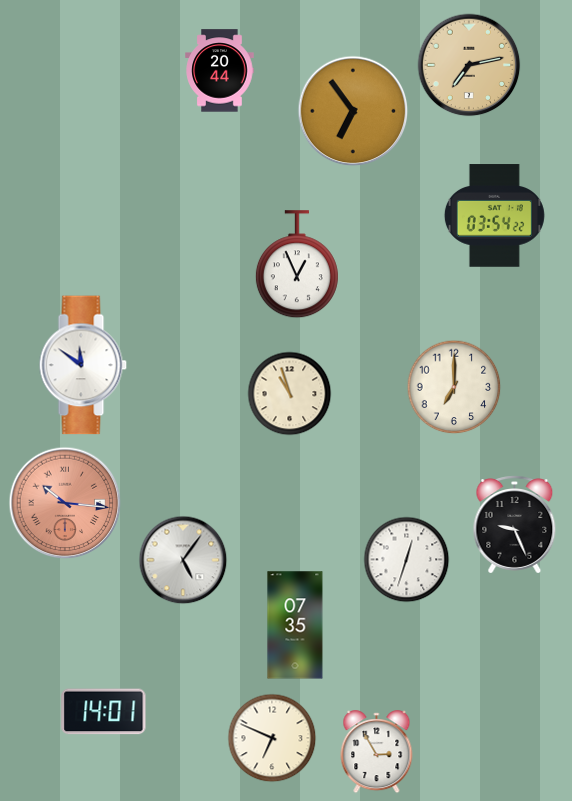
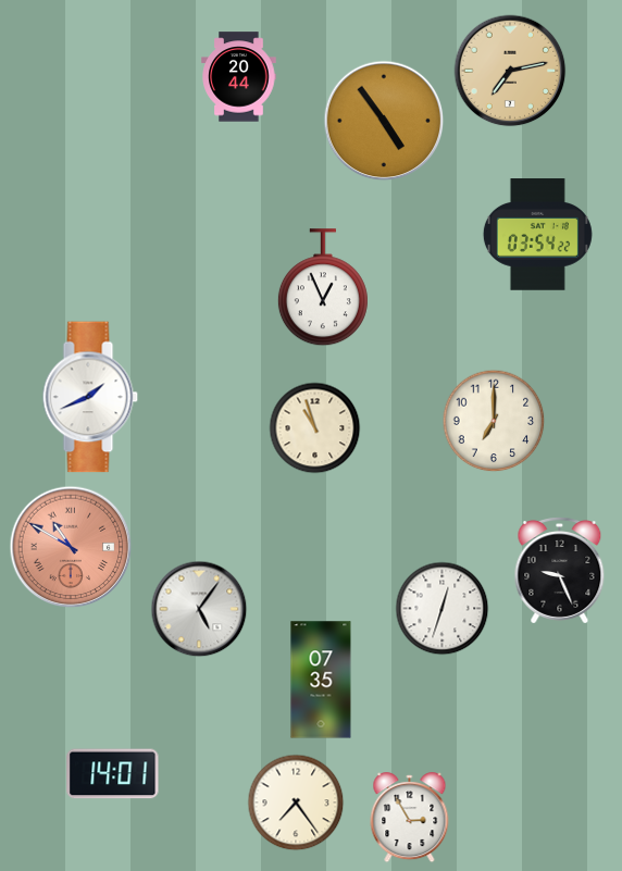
clock at (353, 111): 6:54 -> 4:54
clock at (83, 365): 11:51 -> 1:41
clock at (65, 503): 10:16 -> 10:50
clock at (272, 738): 6:49 -> 7:24
